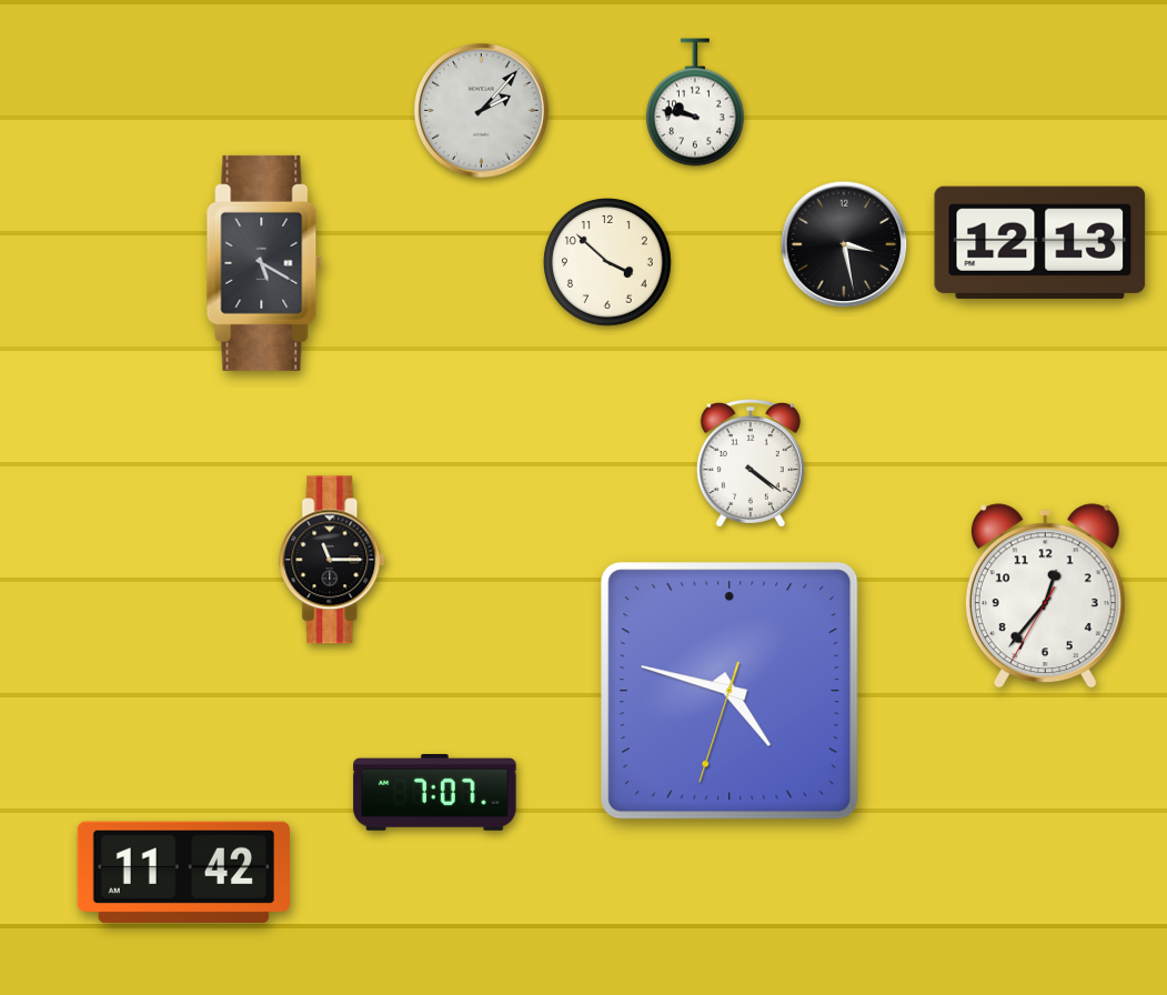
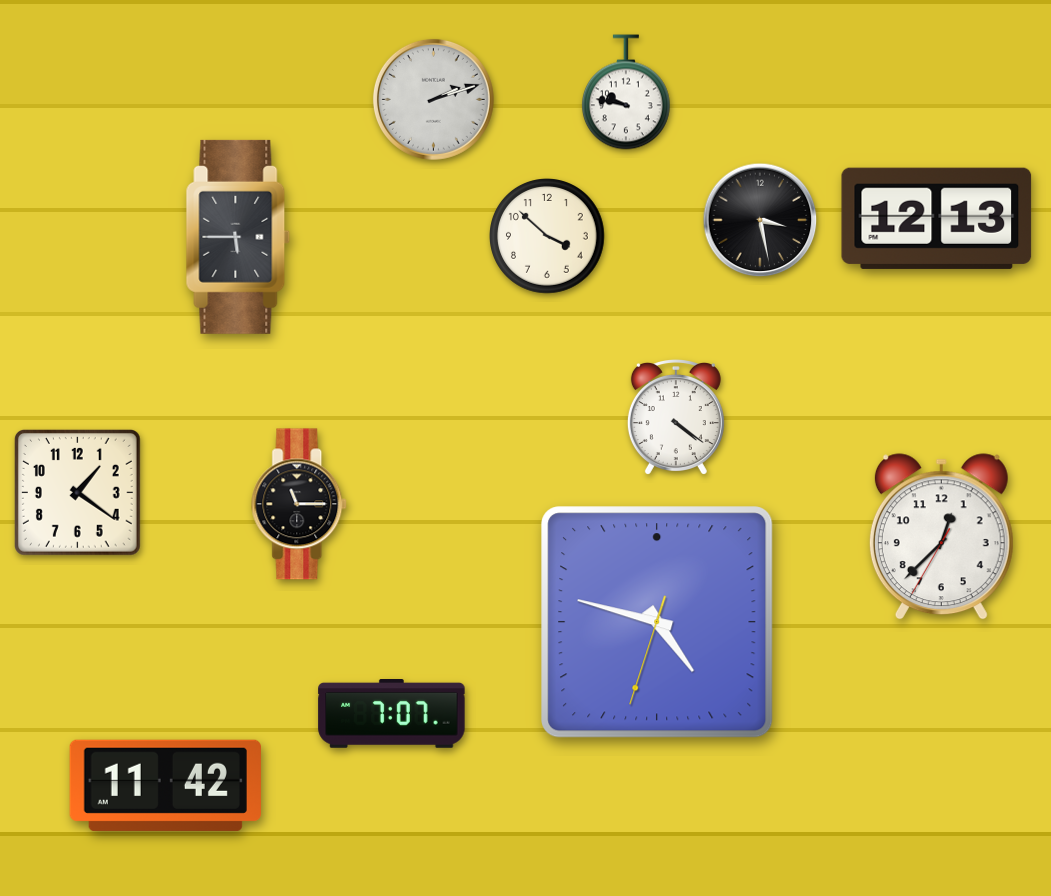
clock at (481, 110): 2:07 -> 2:12
clock at (264, 263): 5:20 -> 5:45
clock at (77, 492): none -> 1:21
clock at (1045, 596): 12:36 -> 12:37
